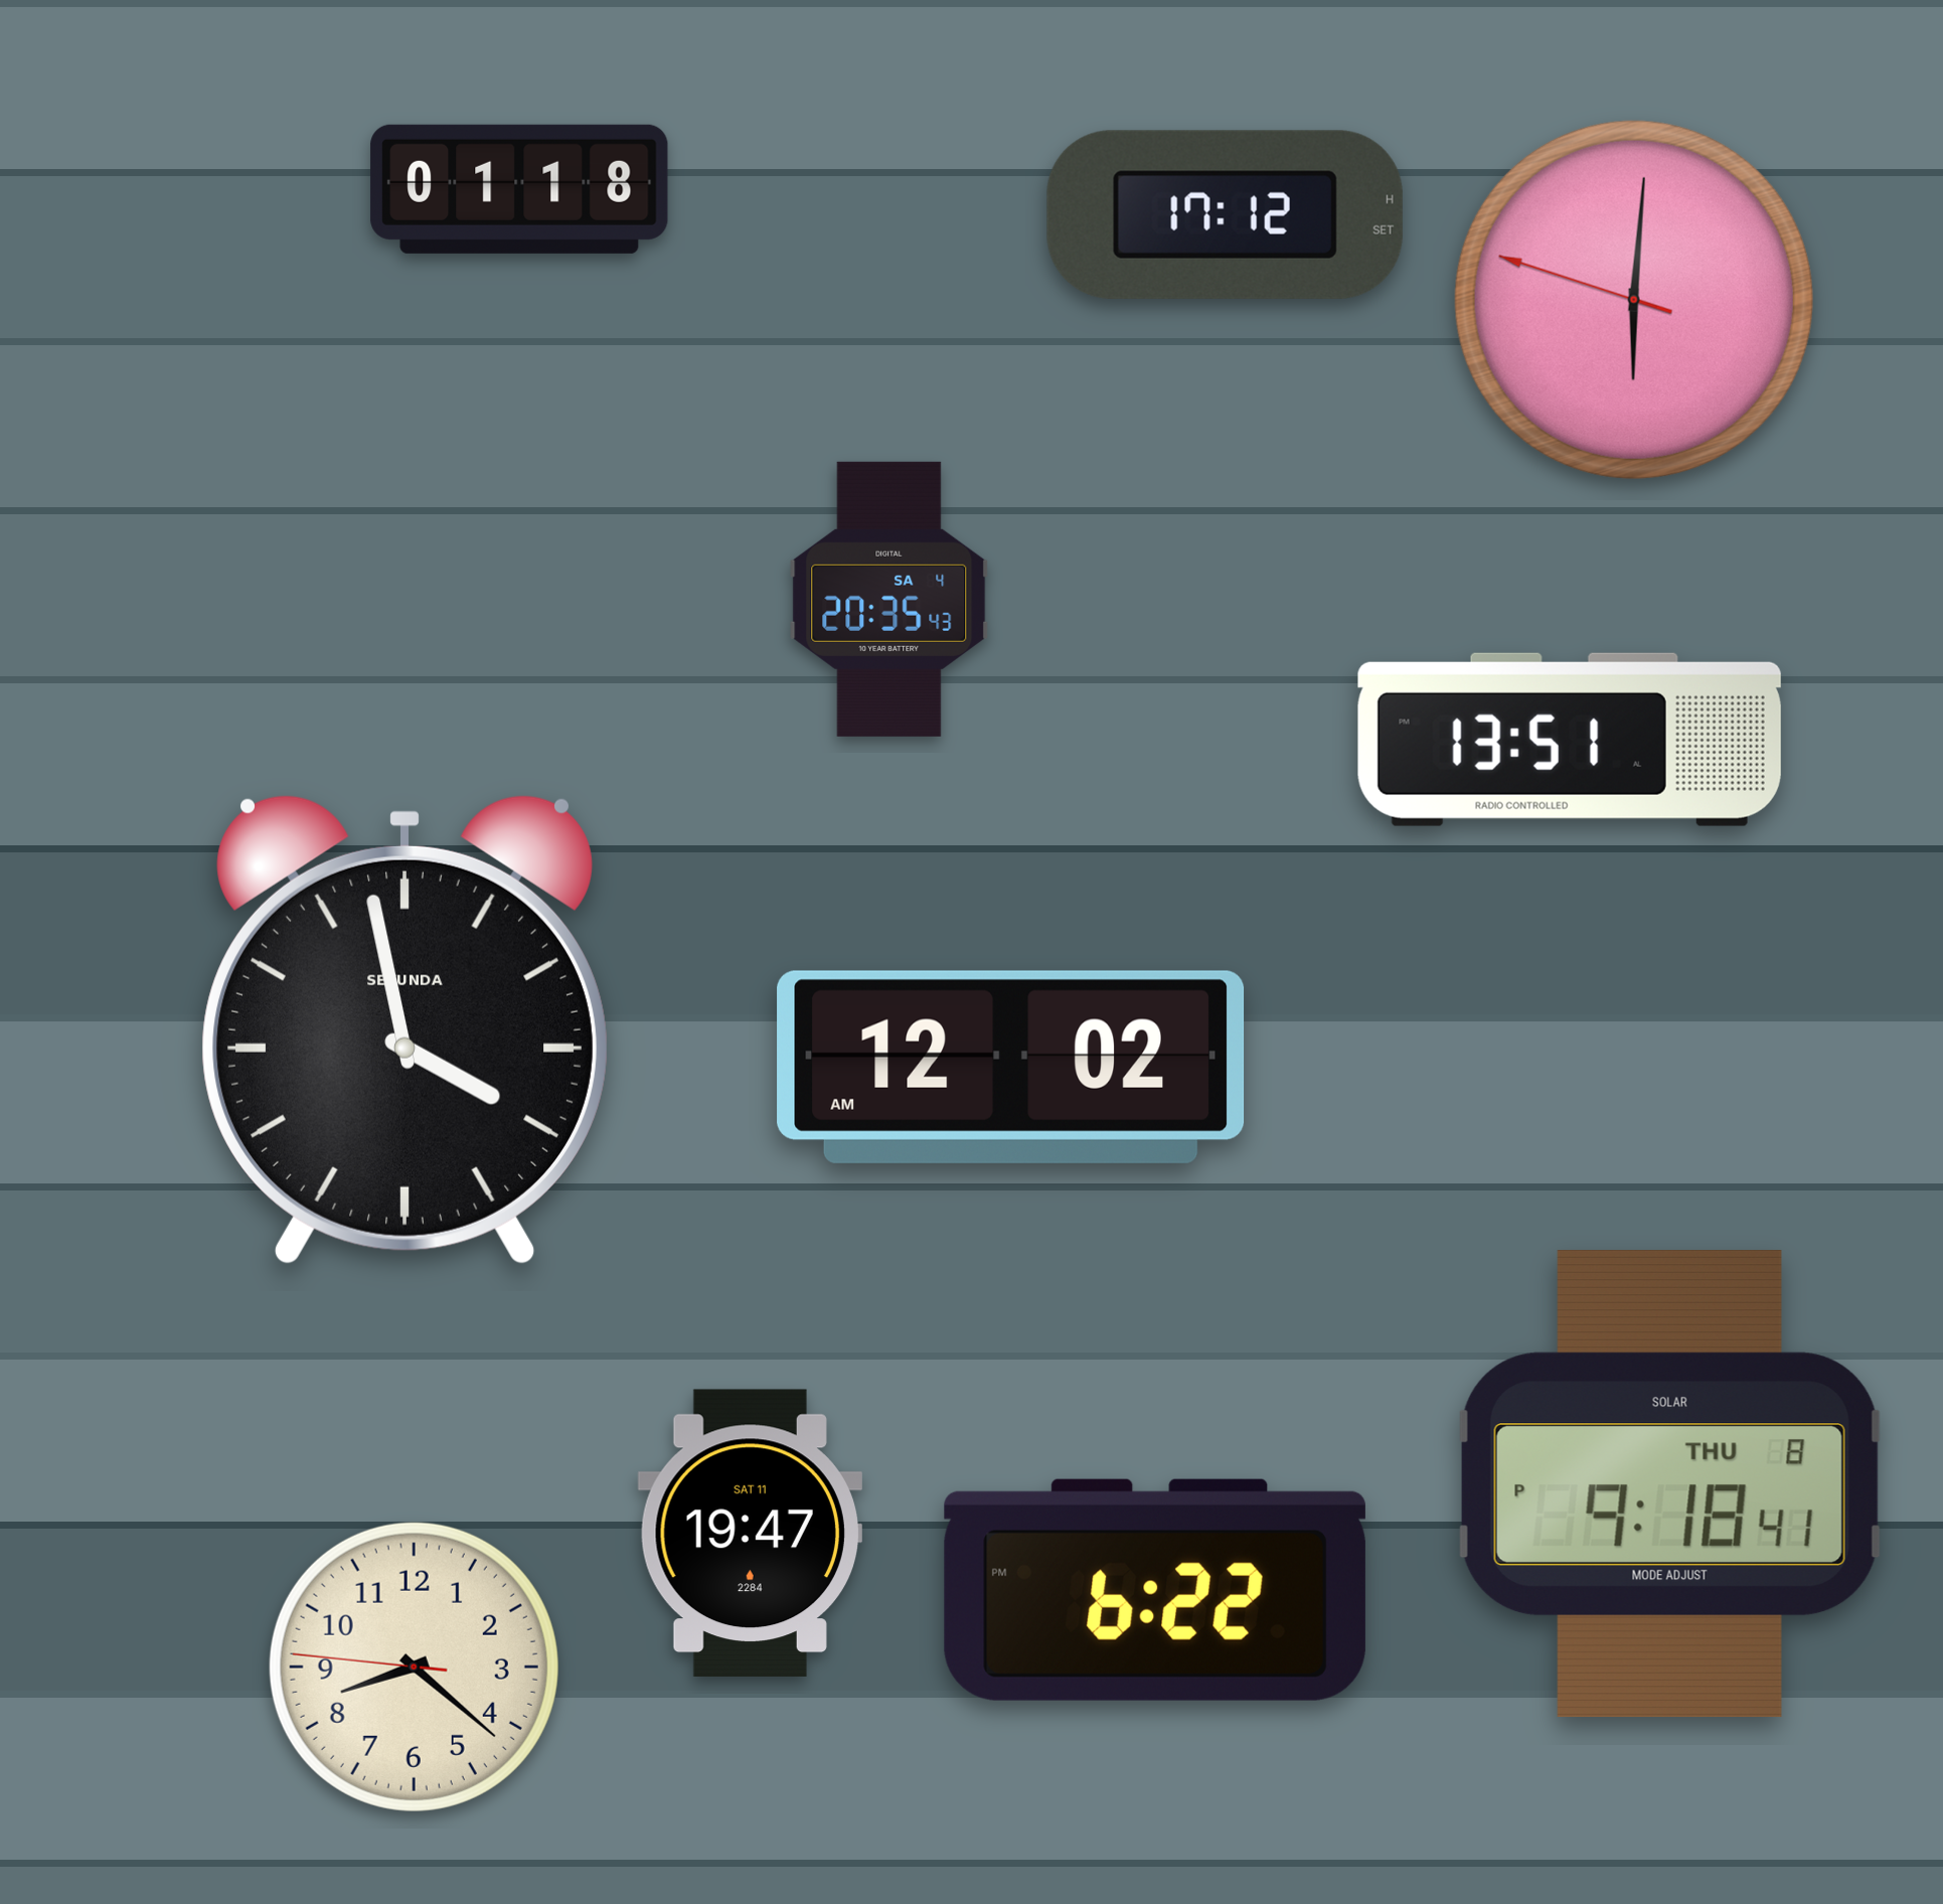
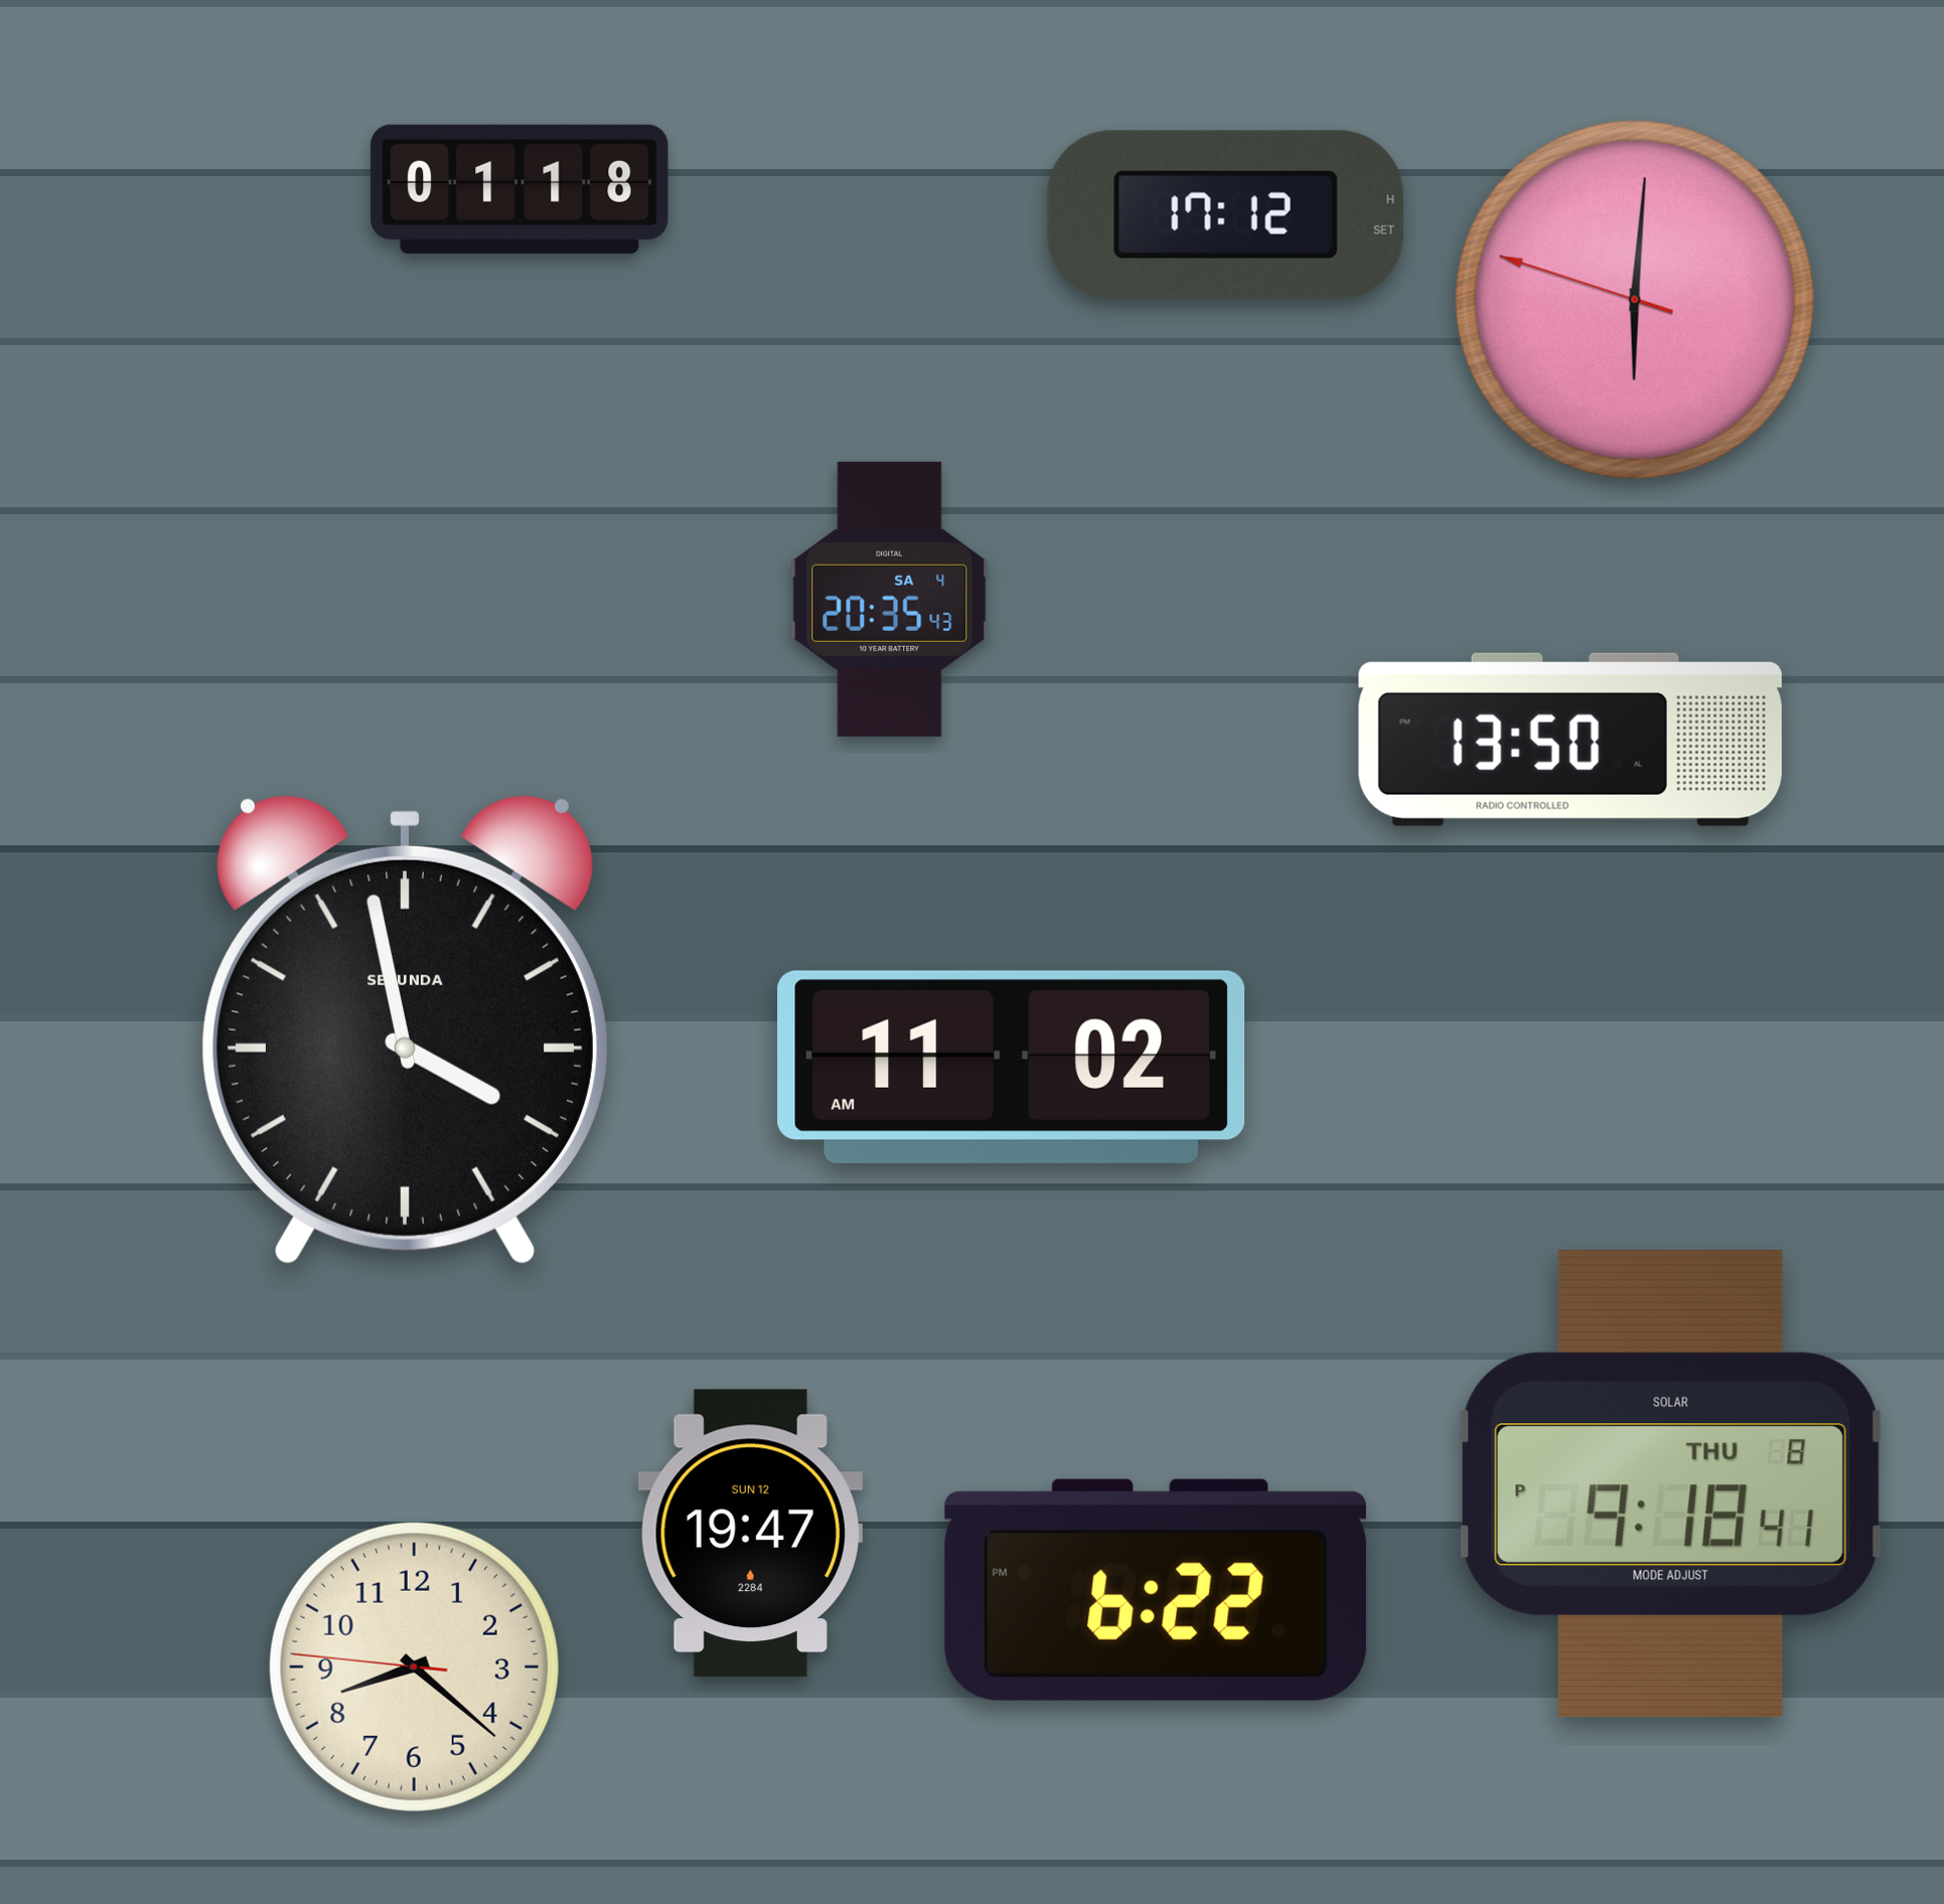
clock at (1570, 740): 13:51 -> 13:50
clock at (1011, 1067): 12:02 -> 11:02
clock at (750, 1533) date: SAT 11 -> SUN 12
